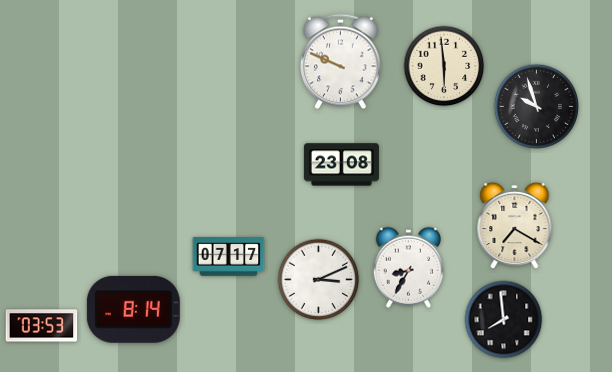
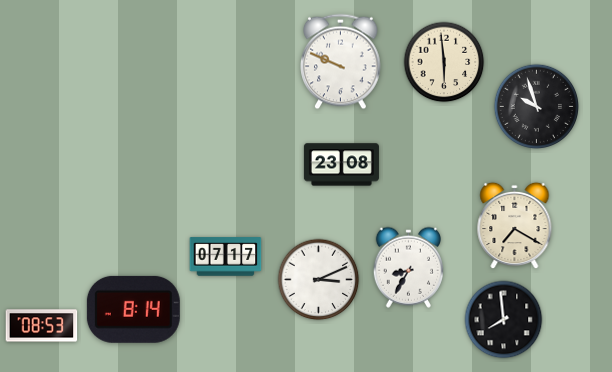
clock at (444, 66) position: (444, 66) -> (444, 62)
clock at (229, 257) position: (229, 257) -> (226, 257)
clock at (42, 326): 03:53 -> 08:53
